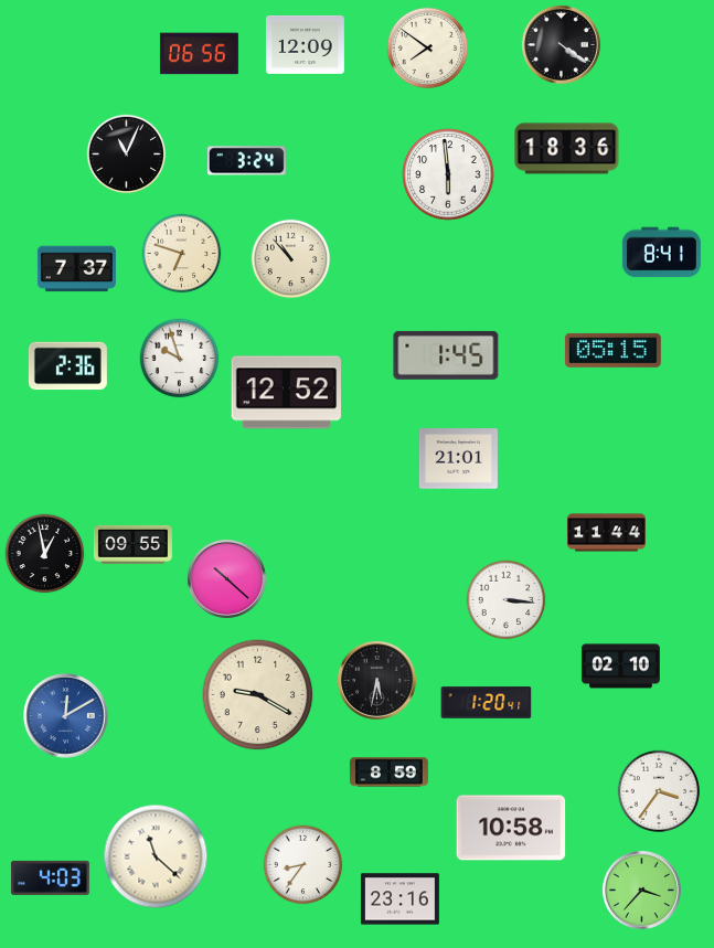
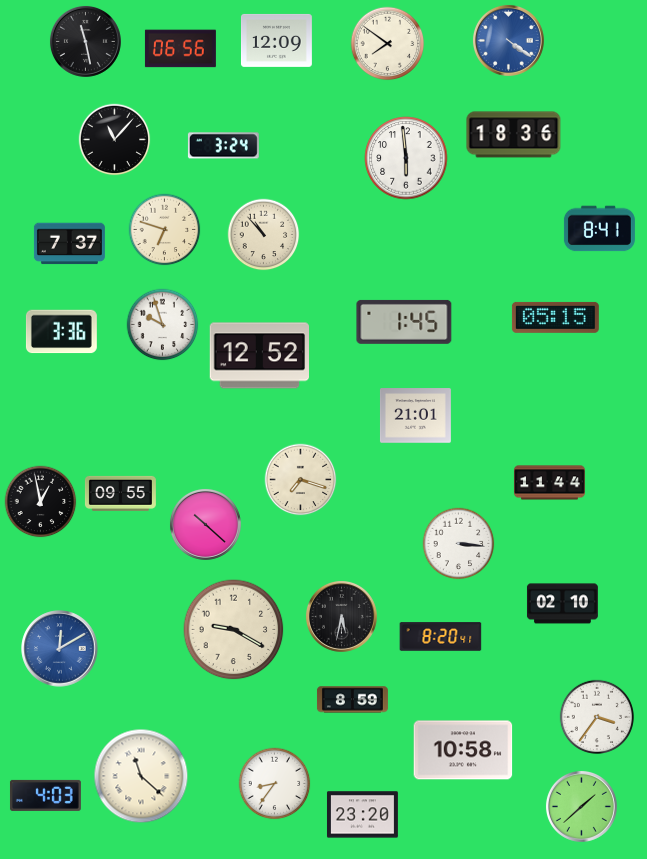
clock at (561, 44) dial: black -> blue
clock at (85, 41): none -> 11:28
clock at (127, 155): 11:04 -> 11:07
clock at (67, 366): 2:36 -> 3:36
clock at (301, 480): none -> 7:18
clock at (487, 703): 1:20 -> 8:20
clock at (641, 890): 3:37 -> 1:38
clock at (399, 899): 23:16 -> 23:20
